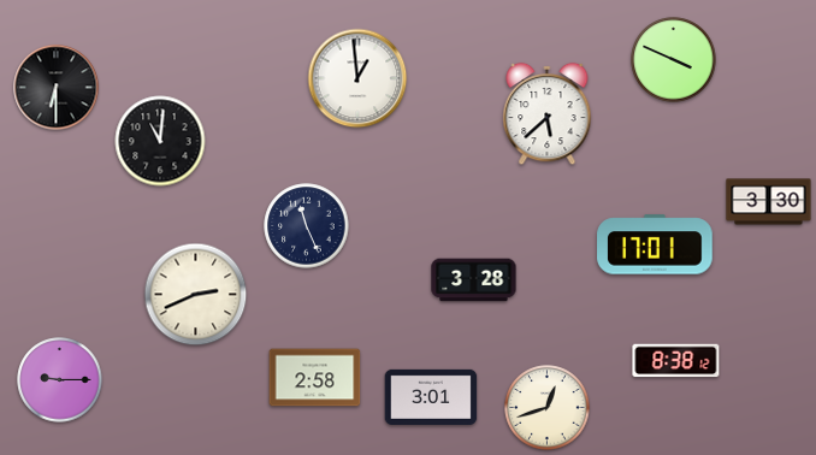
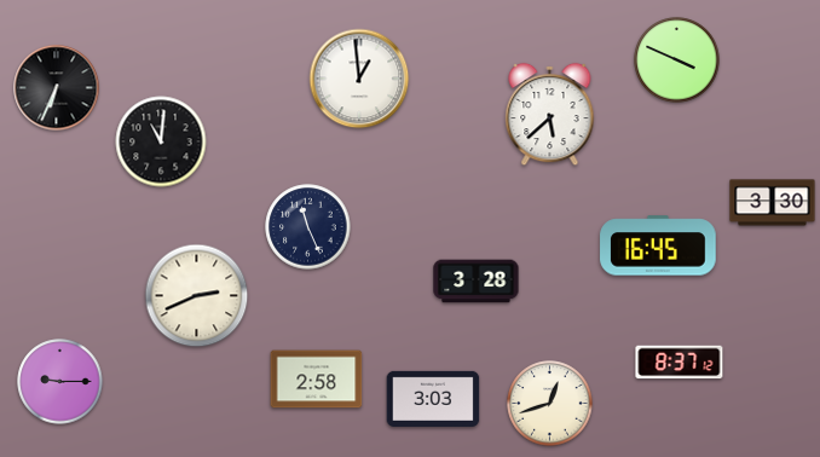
clock at (57, 88): 6:30 -> 6:34
clock at (655, 244): 17:01 -> 16:45
clock at (676, 361): 8:38 -> 8:37
clock at (431, 397): 3:01 -> 3:03
clock at (548, 408) position: (548, 408) -> (550, 404)
